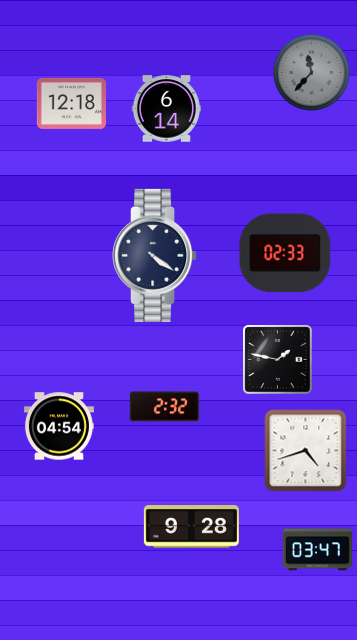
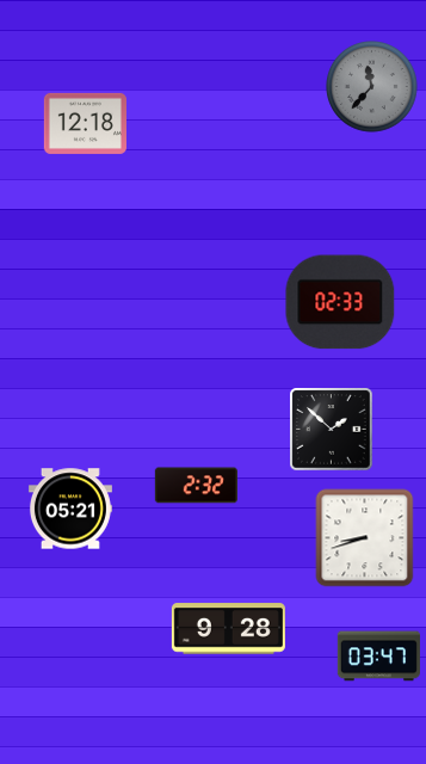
clock at (166, 109): 6:14 -> none
clock at (155, 255): 4:21 -> none
clock at (278, 360): 1:47 -> 1:52
clock at (59, 426): 04:54 -> 05:21
clock at (306, 451): 4:42 -> 8:42
